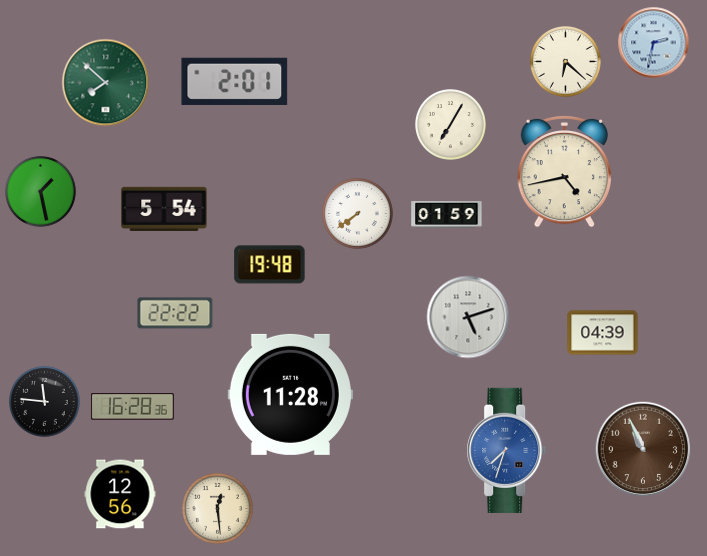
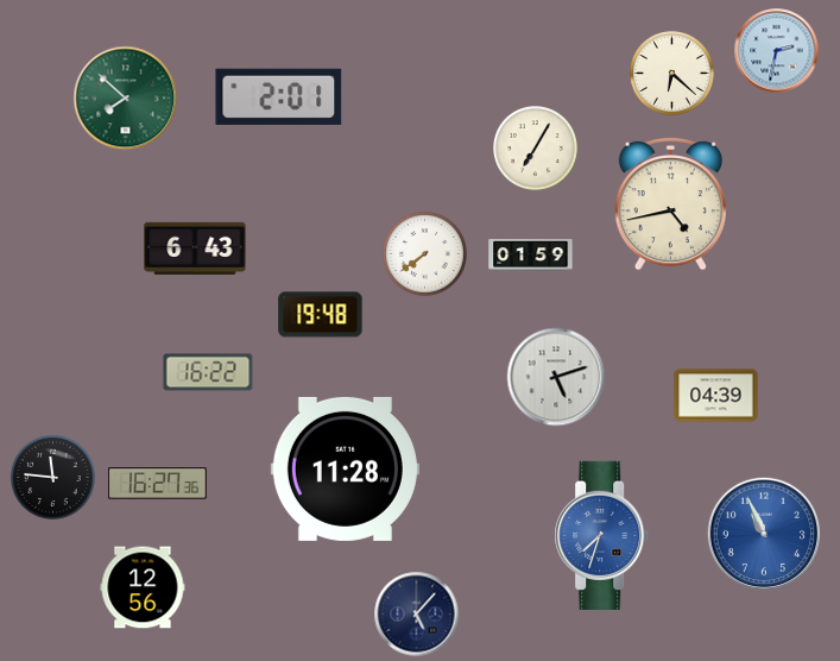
clock at (41, 192): 1:28 -> none
clock at (164, 209): 5:54 -> 6:43
clock at (175, 313): 22:22 -> 16:22
clock at (132, 407): 16:28 -> 16:27
clock at (643, 449) dial: brown -> blue
clock at (218, 509): 12:29 -> none
clock at (417, 615): none -> 5:07
